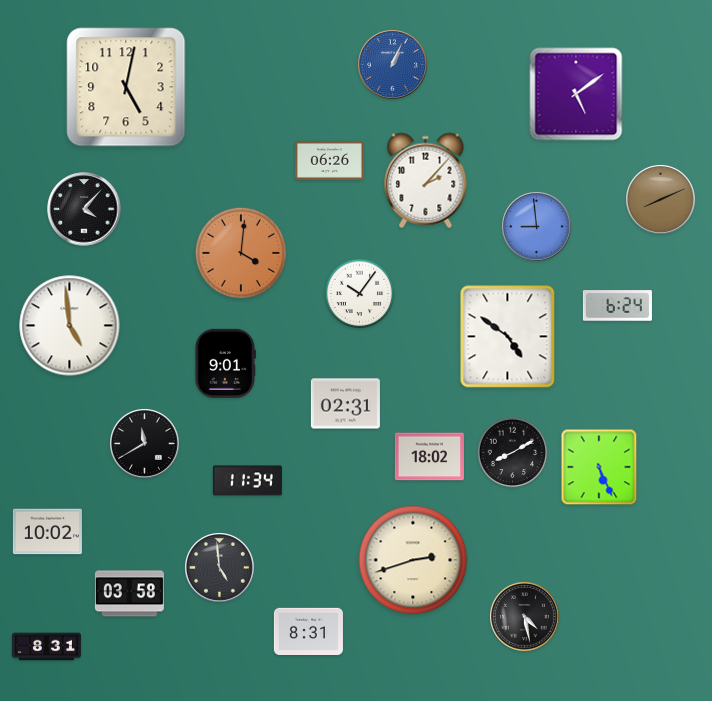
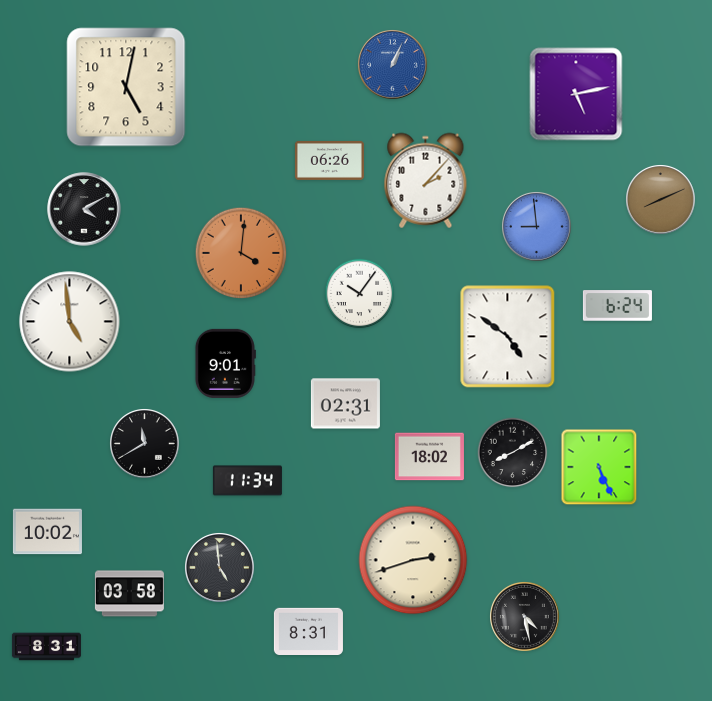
clock at (576, 94): 5:09 -> 5:13
clock at (84, 209): 4:07 -> 4:10
clock at (70, 326) position: (70, 326) -> (70, 322)
